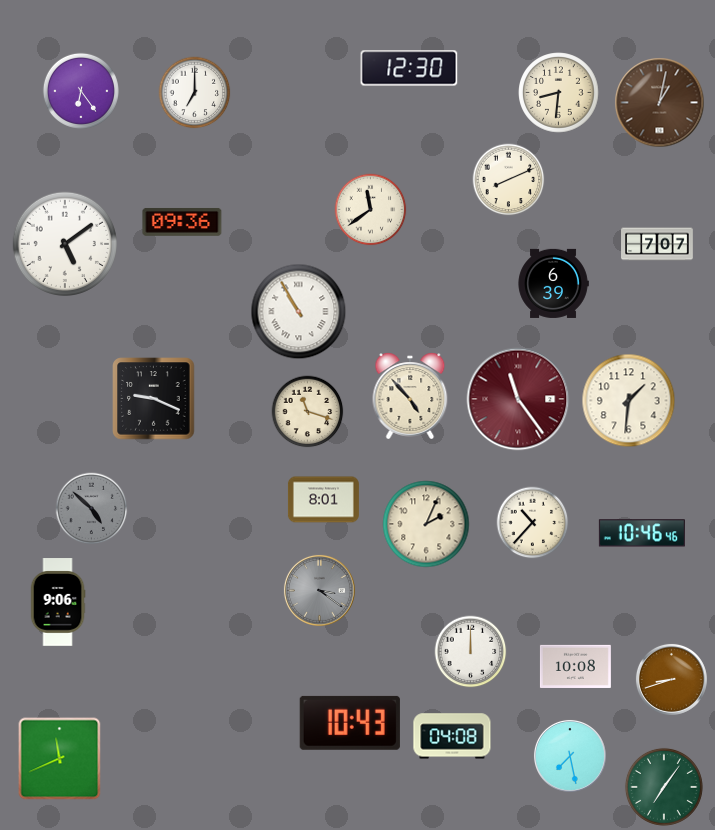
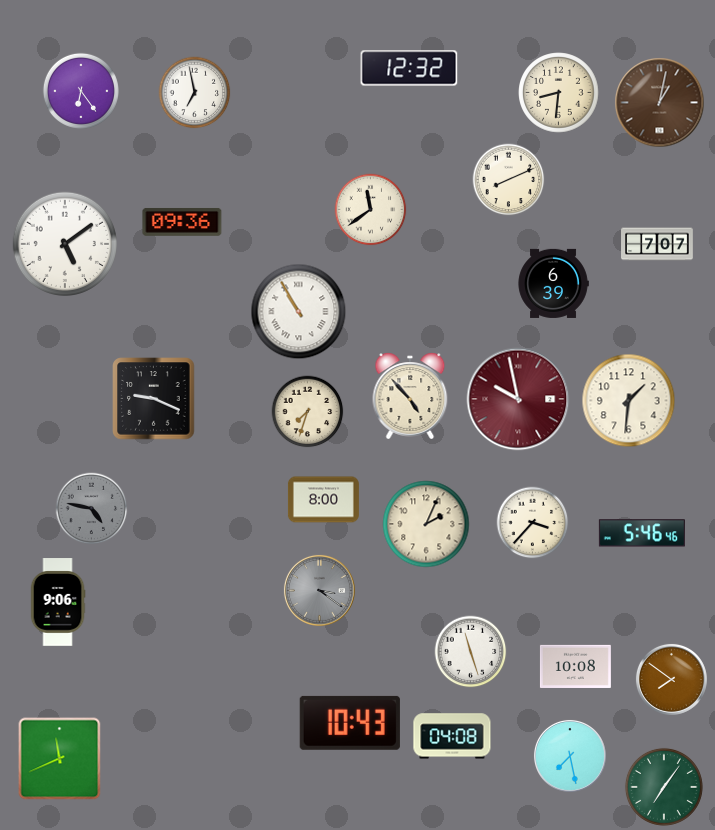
clock at (409, 68): 12:30 -> 12:32
clock at (195, 93): 7:00 -> 6:58
clock at (518, 399): 11:24 -> 9:58
clock at (308, 412): 11:18 -> 7:33
clock at (323, 500): 8:01 -> 8:00
clock at (92, 509): 4:52 -> 4:47
clock at (533, 523): 10:37 -> 3:37
clock at (642, 533): 10:46 -> 5:46
clock at (471, 652): 12:00 -> 11:27
clock at (671, 679): 8:42 -> 7:51
